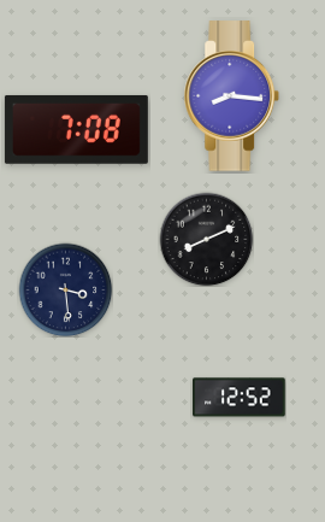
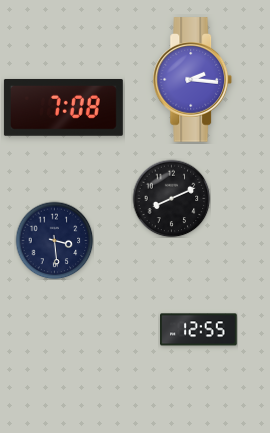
clock at (232, 96): 8:16 -> 2:16
clock at (240, 398): 12:52 -> 12:55
